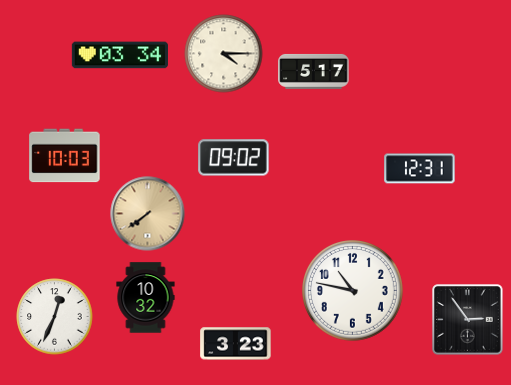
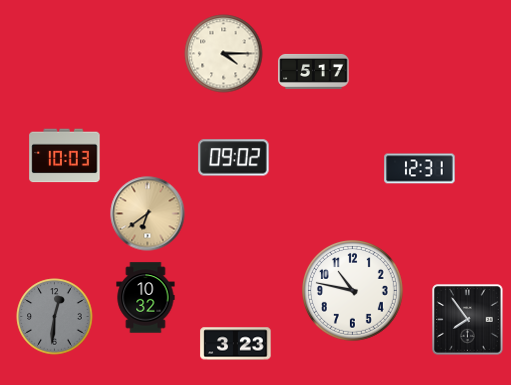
clock at (120, 55): 03:34 -> none
clock at (148, 214): 7:39 -> 6:39
clock at (55, 317): 12:34 -> 12:31
clock at (55, 317) dial: white -> grey
clock at (468, 320): 2:54 -> 7:54
